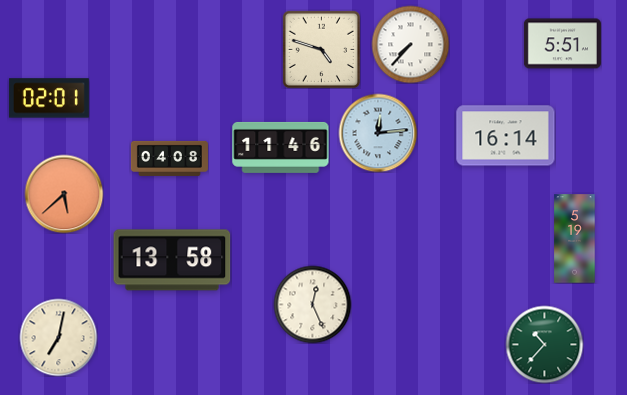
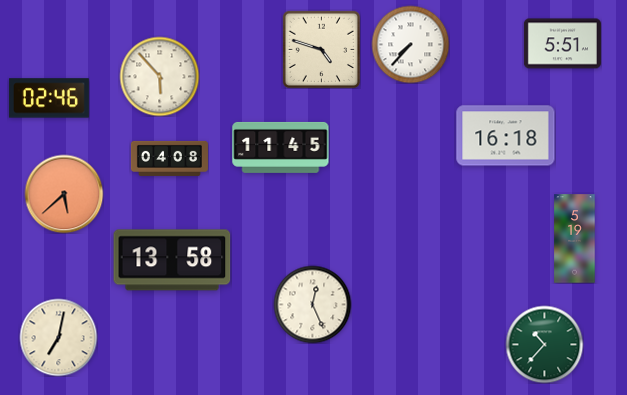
clock at (159, 76): none -> 5:53
clock at (49, 98): 02:01 -> 02:46
clock at (378, 133): 12:14 -> none
clock at (506, 136): 16:14 -> 16:18
clock at (281, 147): 11:46 -> 11:45
